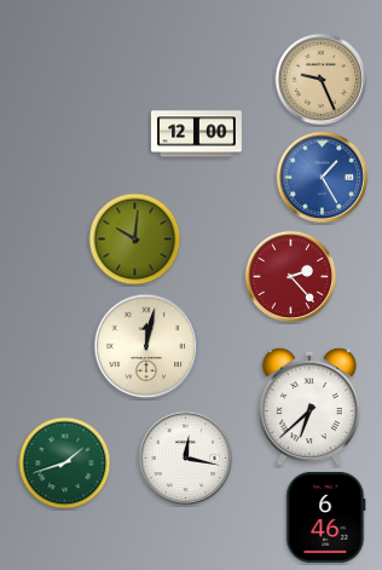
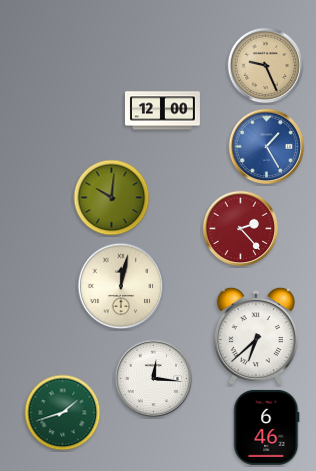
clock at (186, 459): 12:17 -> 12:16
clock at (65, 464) position: (65, 464) -> (63, 413)
clock at (326, 517) position: (326, 517) -> (267, 427)
